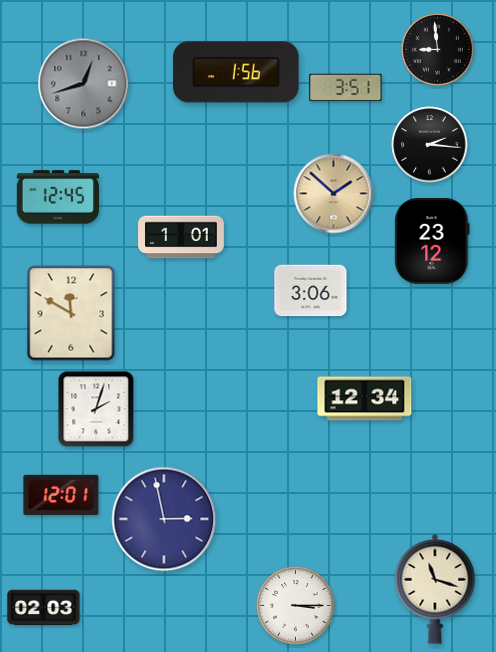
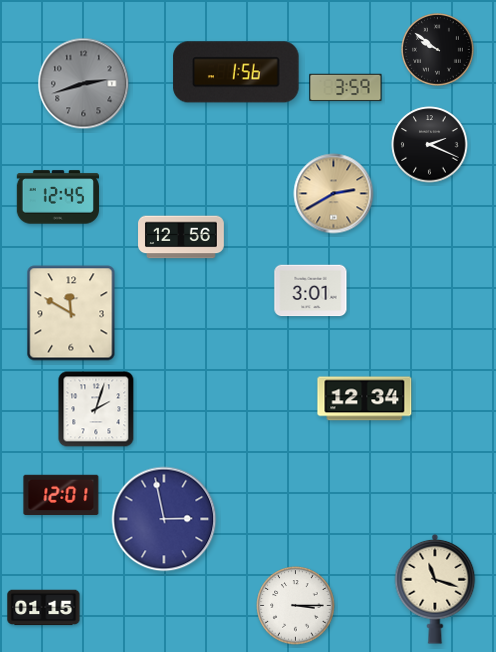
clock at (438, 50): 8:59 -> 9:51
clock at (84, 84): 12:42 -> 2:42
clock at (346, 88): 3:51 -> 3:59
clock at (430, 145): 2:16 -> 2:19
clock at (334, 194): 1:52 -> 2:40
clock at (181, 237): 1:01 -> 12:56
clock at (432, 242): 23:12 -> none
clock at (311, 291): 3:06 -> 3:01
clock at (44, 608): 02:03 -> 01:15
